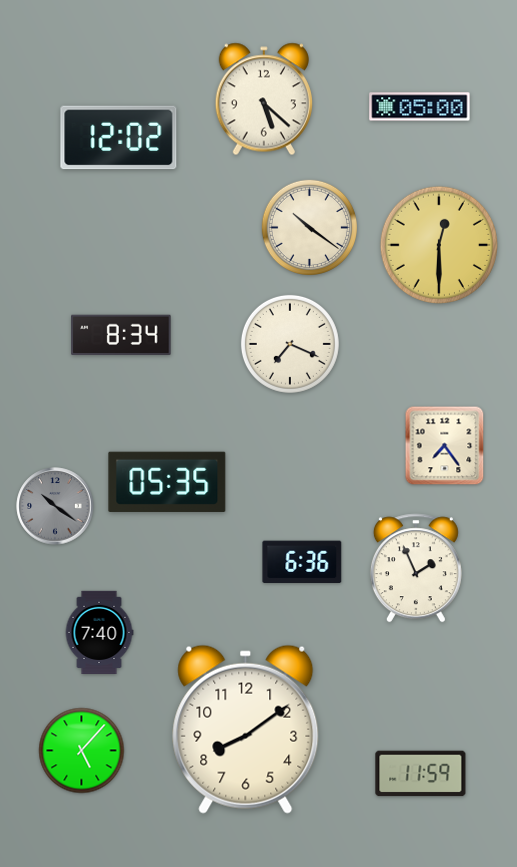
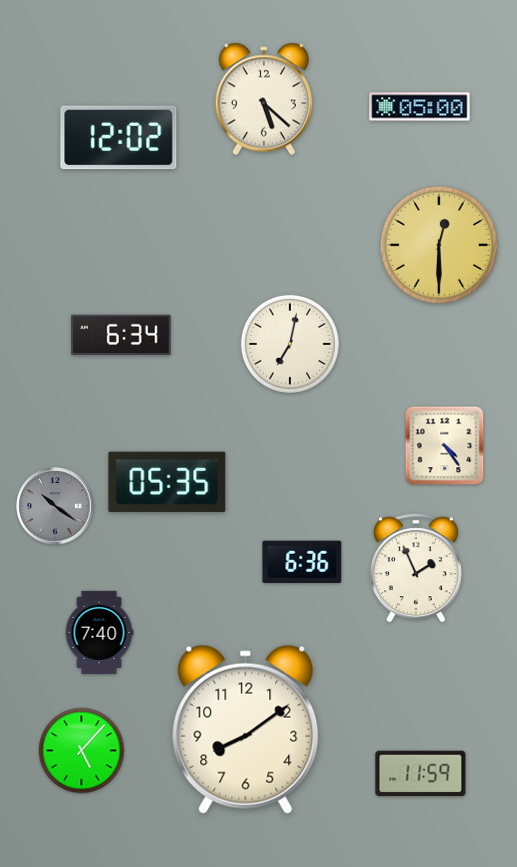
clock at (309, 227): 10:21 -> none
clock at (121, 334): 8:34 -> 6:34
clock at (290, 344): 7:19 -> 7:02
clock at (445, 446): 7:24 -> 4:24
